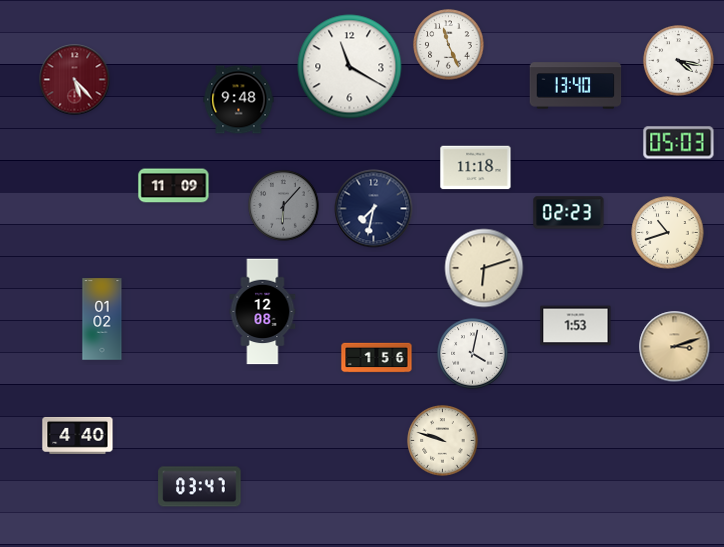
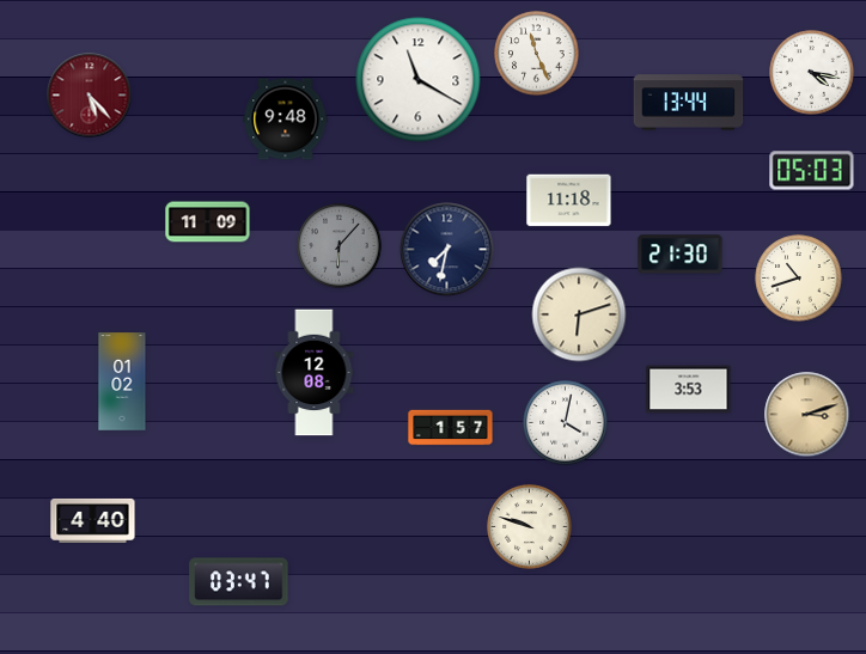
clock at (576, 86): 13:40 -> 13:44
clock at (569, 213): 02:23 -> 21:30
clock at (484, 268) position: (484, 268) -> (579, 314)
clock at (576, 326): 1:53 -> 3:53
clock at (377, 358): 1:56 -> 1:57
